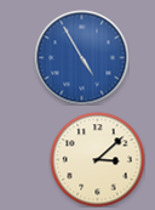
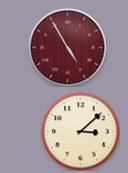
clock at (81, 57) dial: blue -> burgundy
